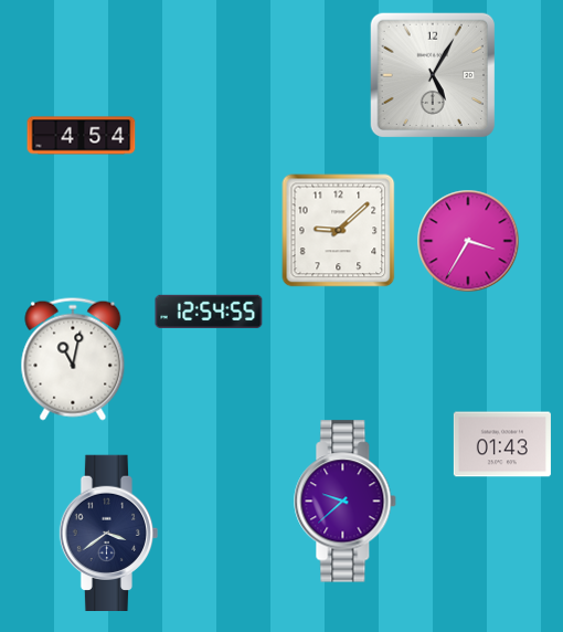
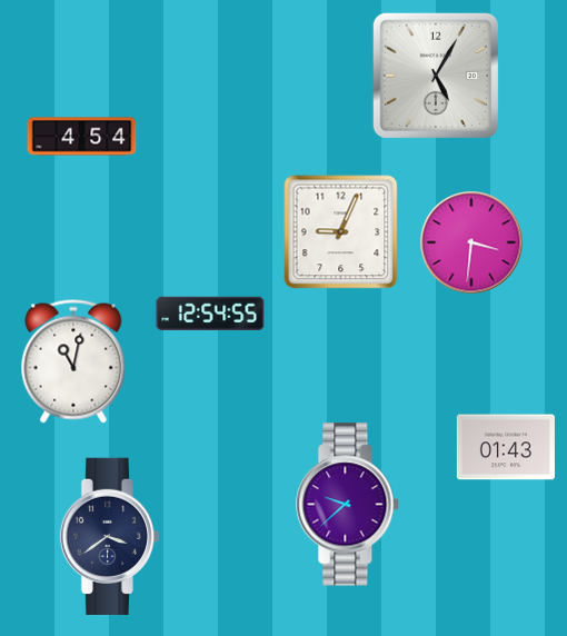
clock at (339, 231): 9:08 -> 9:04
clock at (468, 241): 3:35 -> 3:31
